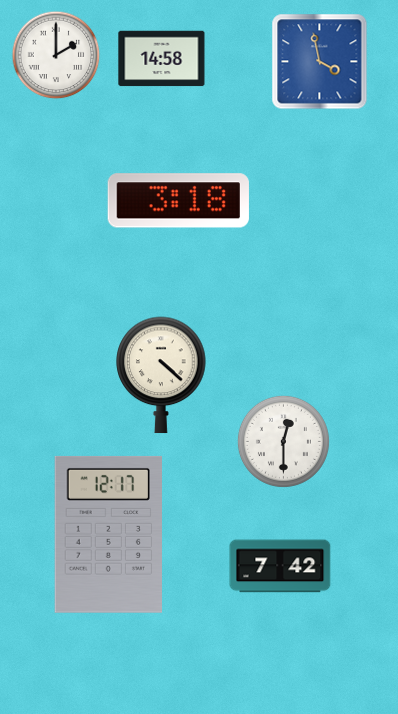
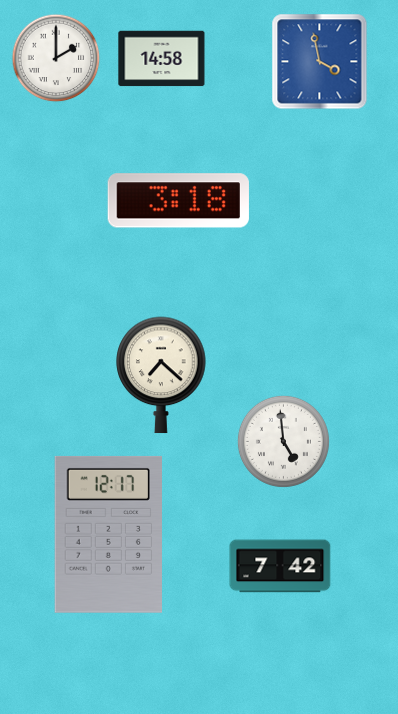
clock at (56, 55) position: (56, 55) -> (56, 58)
clock at (161, 375): 4:22 -> 7:22
clock at (283, 441): 12:30 -> 4:59
